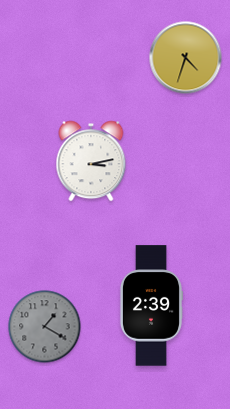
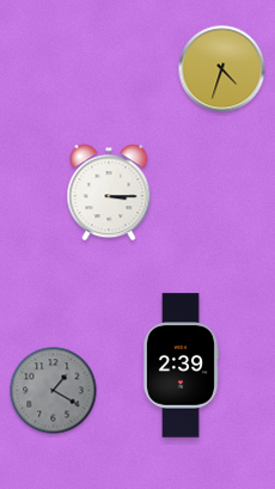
clock at (91, 161): 3:13 -> 3:15
